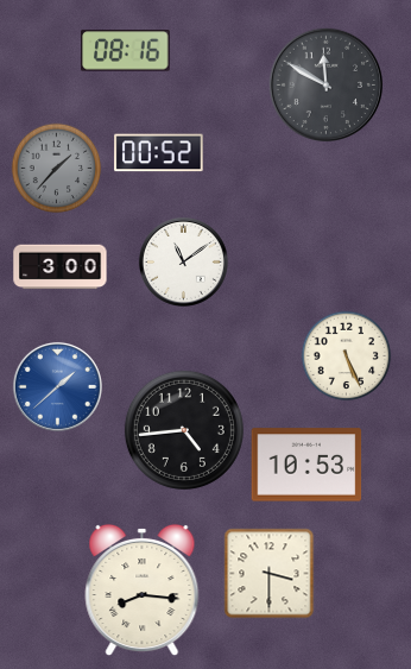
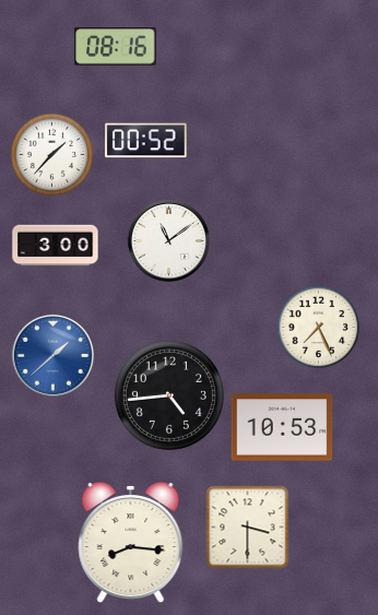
clock at (325, 84): 11:50 -> none
clock at (57, 169) dial: grey -> white
clock at (347, 356): 5:26 -> 7:26
